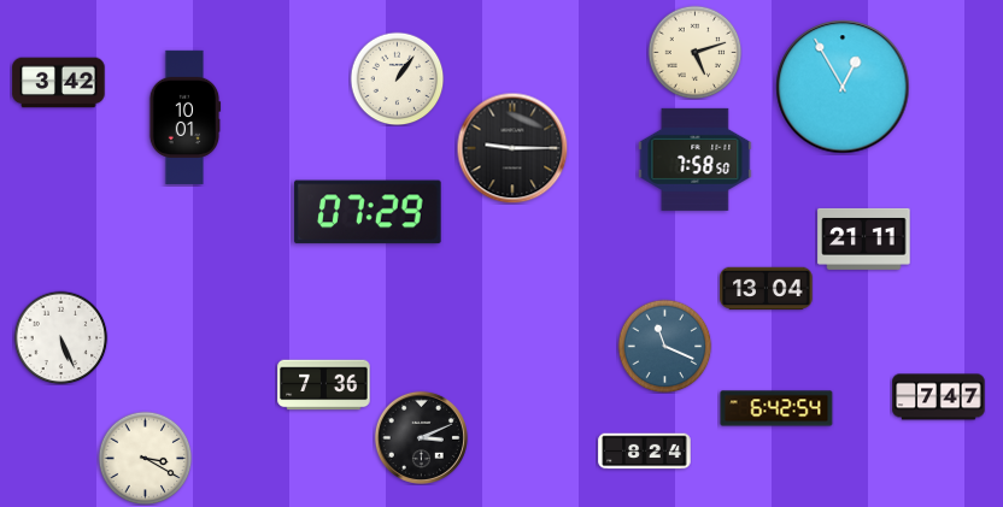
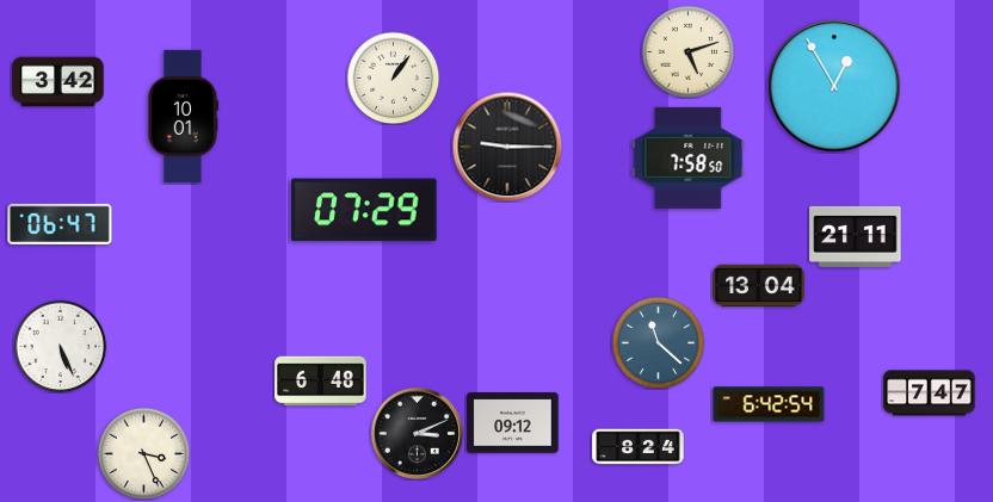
clock at (60, 224): none -> 06:47
clock at (60, 337) position: (60, 337) -> (60, 346)
clock at (664, 346): 11:19 -> 11:22
clock at (324, 385): 7:36 -> 6:48
clock at (513, 423): none -> 09:12
clock at (145, 458): 3:20 -> 3:26
